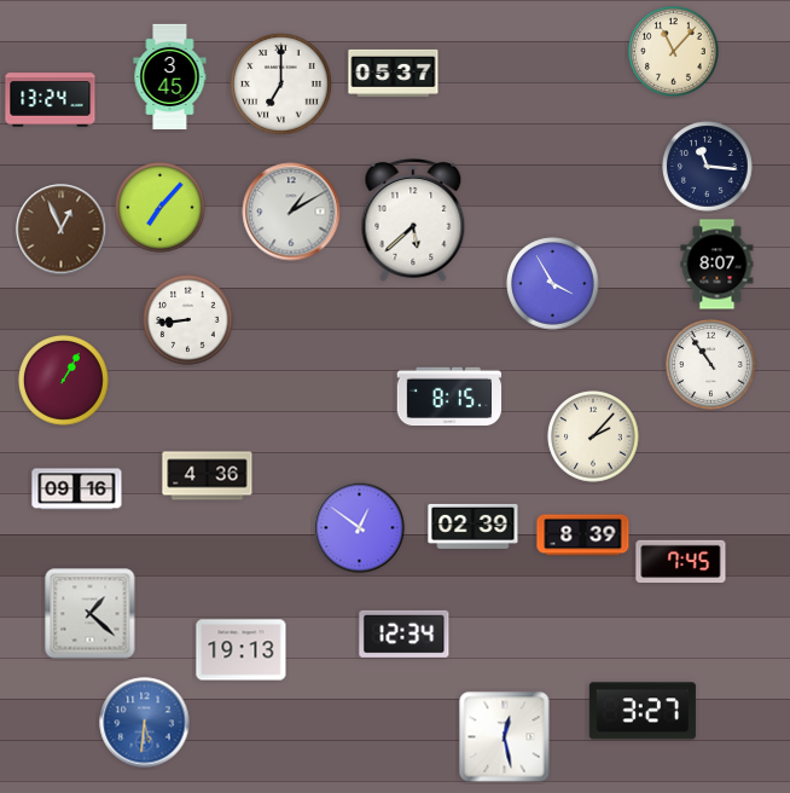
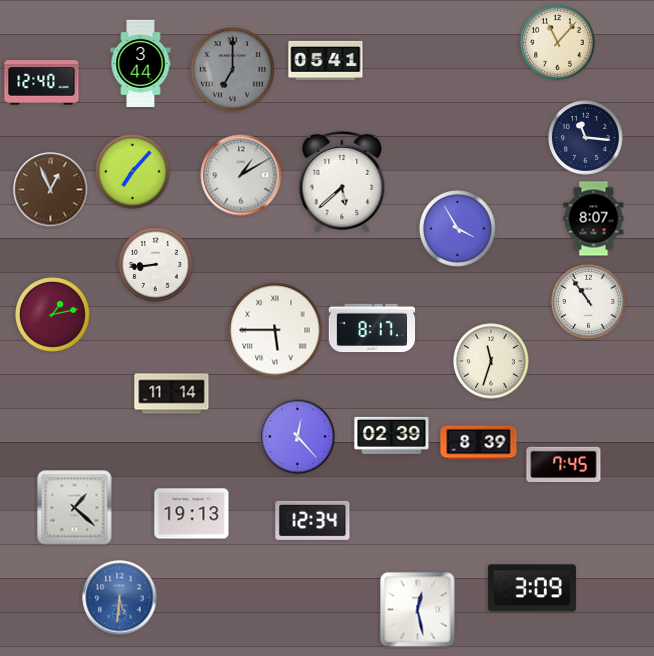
clock at (394, 73): 05:37 -> 05:41
clock at (170, 76): 3:45 -> 3:44
clock at (281, 85) dial: white -> grey
clock at (51, 100): 13:24 -> 12:40
clock at (553, 284) position: (553, 284) -> (458, 229)
clock at (64, 381): 1:05 -> 1:13
clock at (449, 396): 8:15 -> 8:17
clock at (275, 330): none -> 5:45
clock at (593, 436): 2:07 -> 11:33
clock at (208, 476): 4:36 -> 11:14
clock at (77, 490): 09:16 -> none
clock at (360, 528): 12:51 -> 12:23
clock at (583, 536) position: (583, 536) -> (479, 443)
clock at (405, 633) position: (405, 633) -> (313, 520)
clock at (242, 650) position: (242, 650) -> (192, 514)
clock at (643, 711): 3:27 -> 3:09
